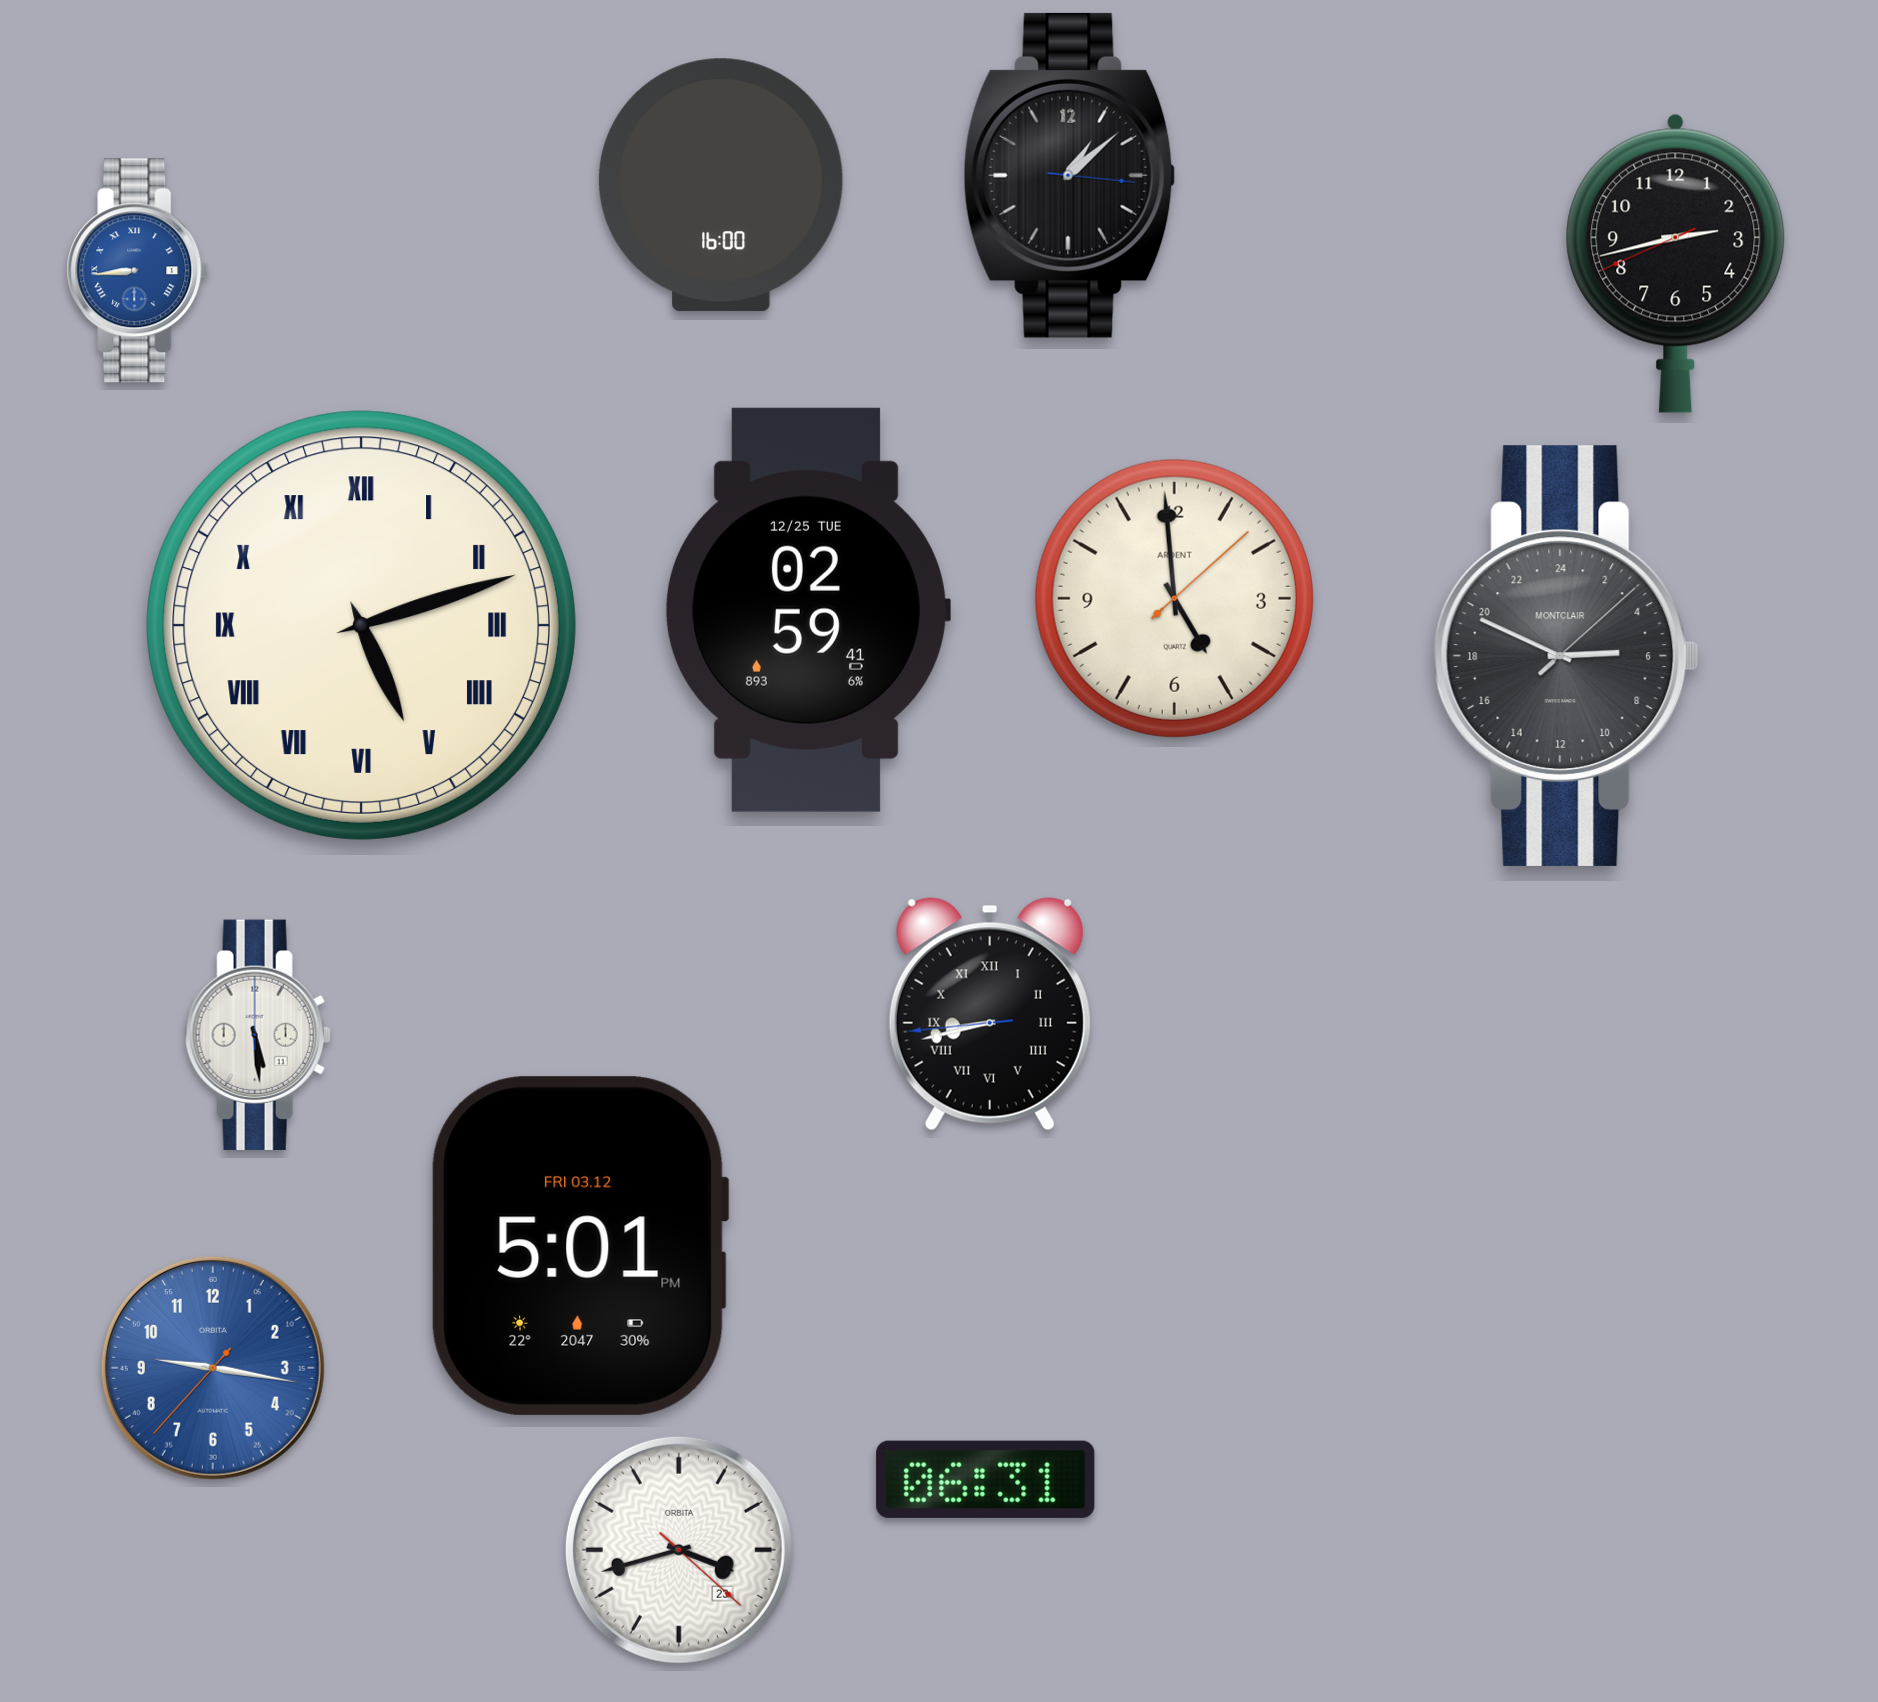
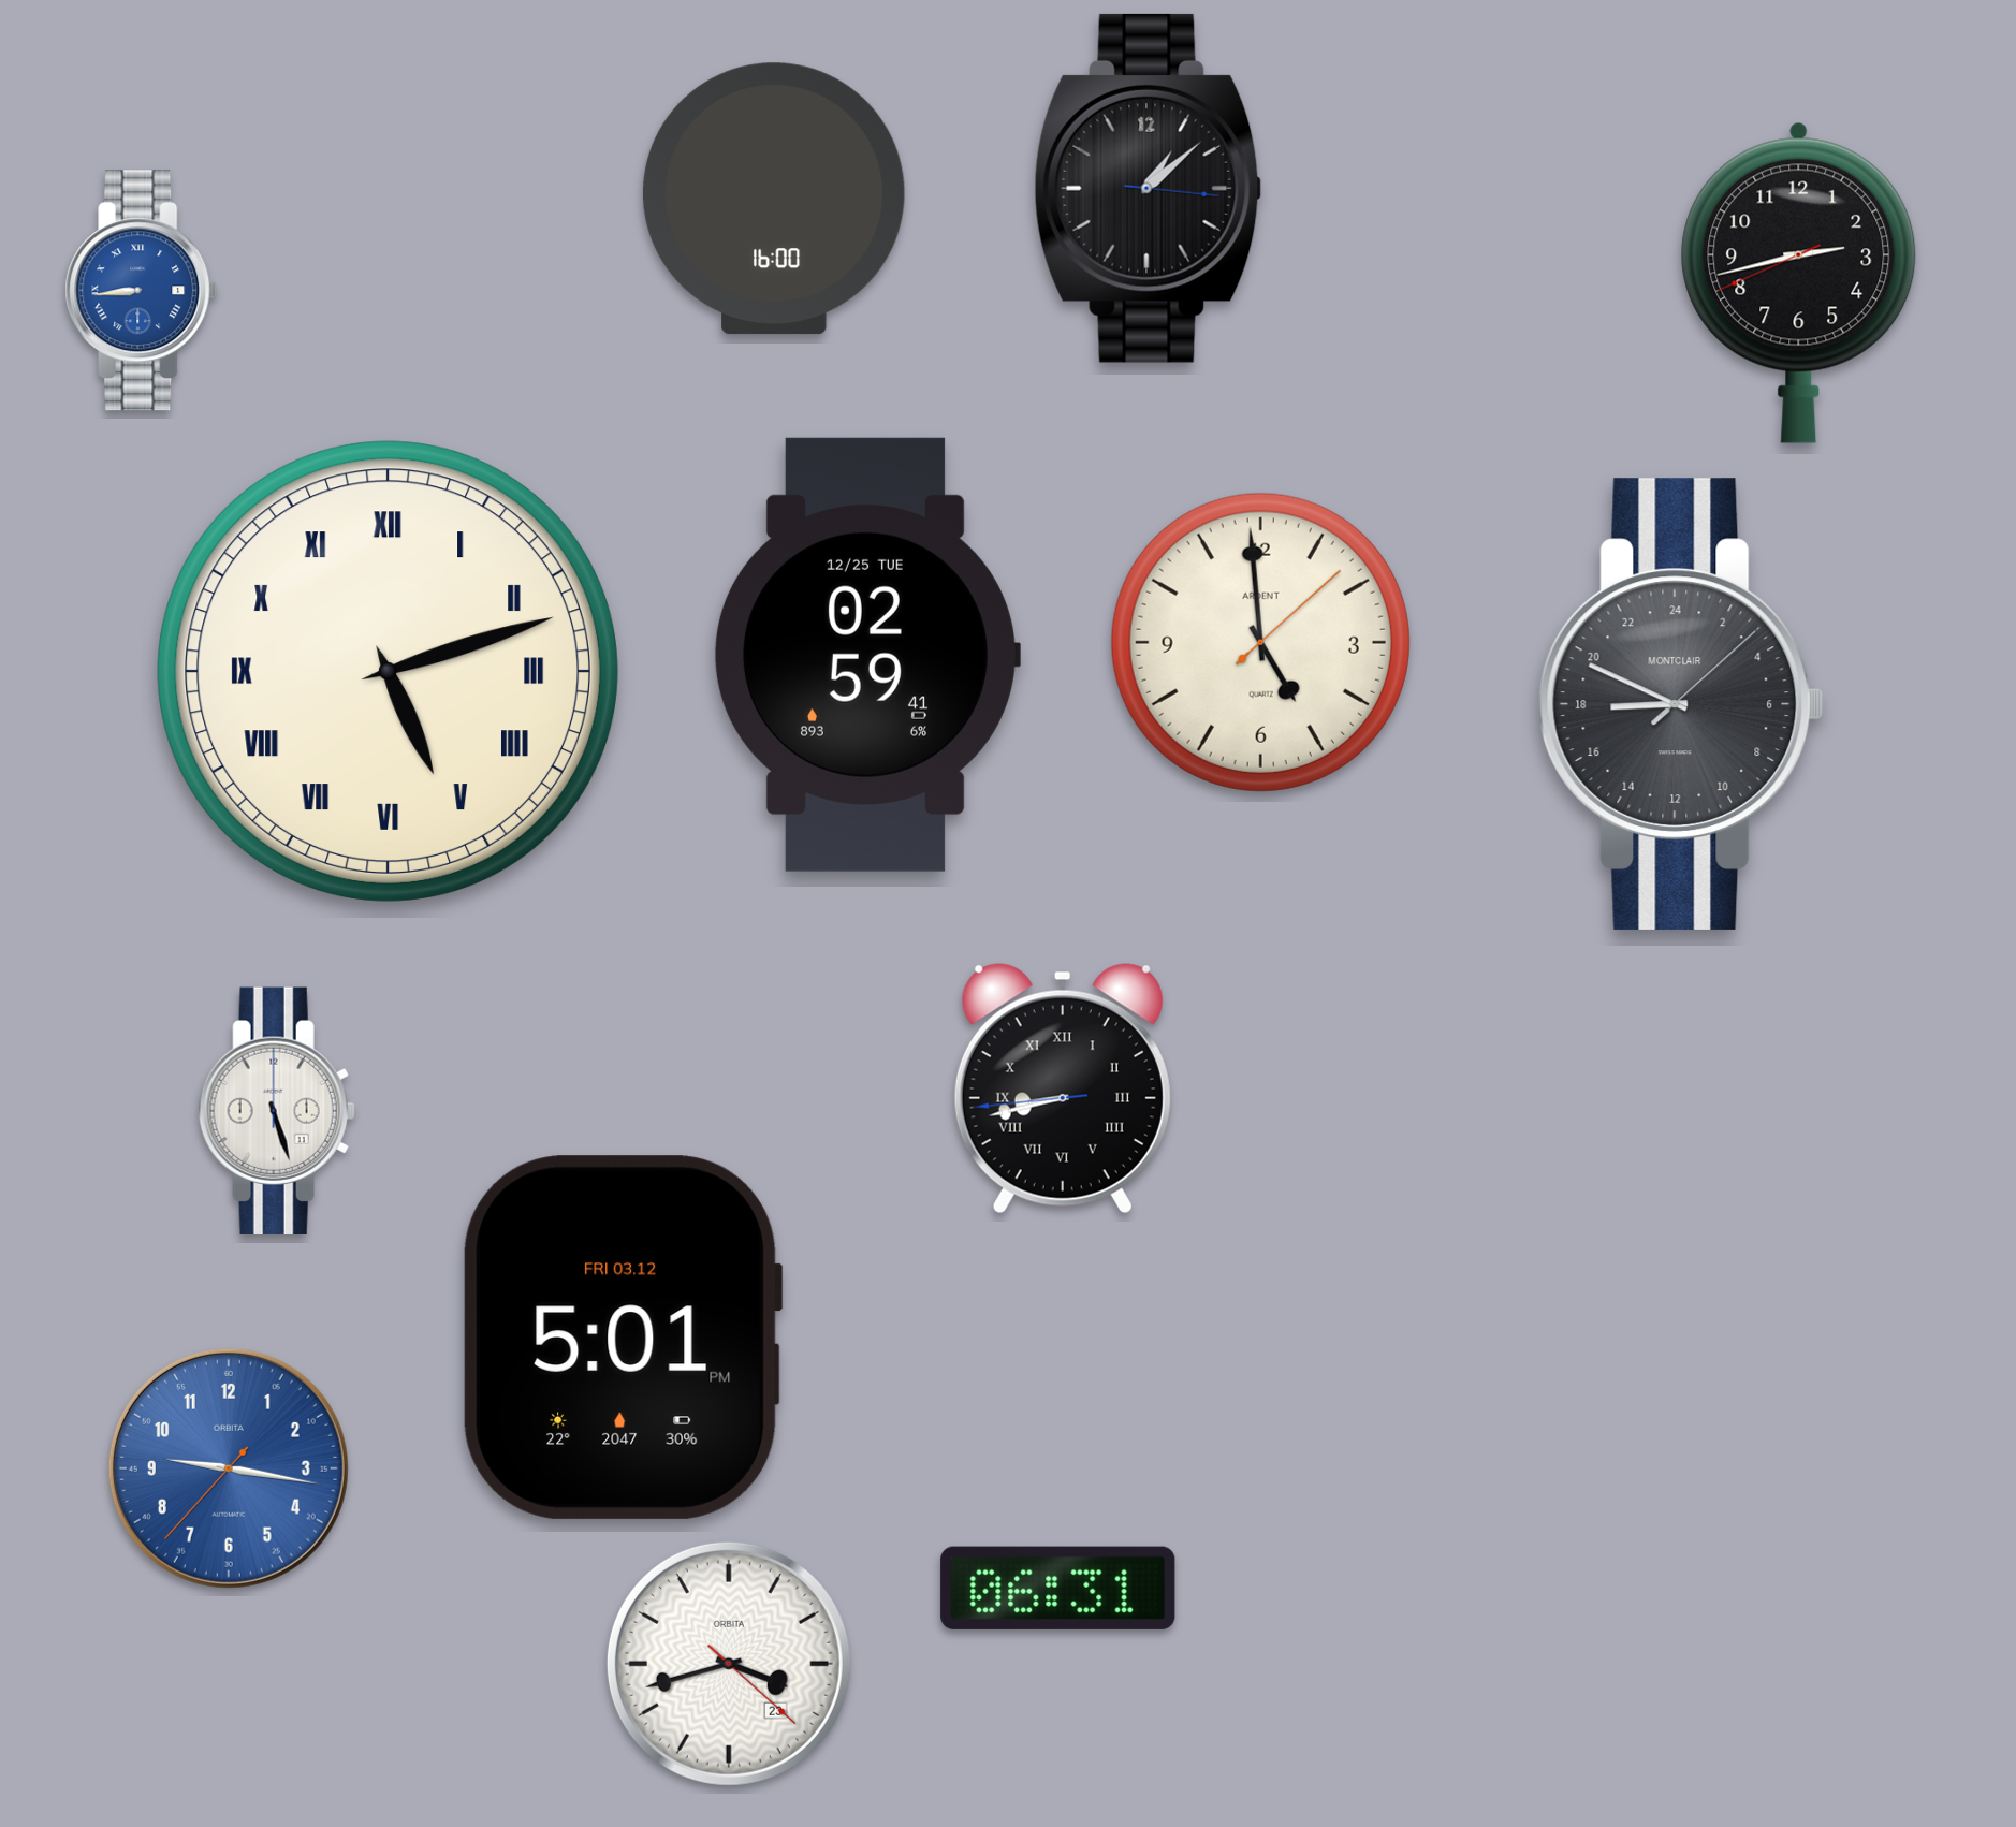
clock at (138, 271) position: (138, 271) -> (142, 291)
clock at (1566, 656): 5:49 -> 17:49
clock at (258, 1035): 5:29 -> 5:27
